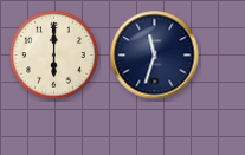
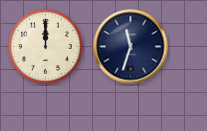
clock at (54, 56): 6:00 -> 12:00
